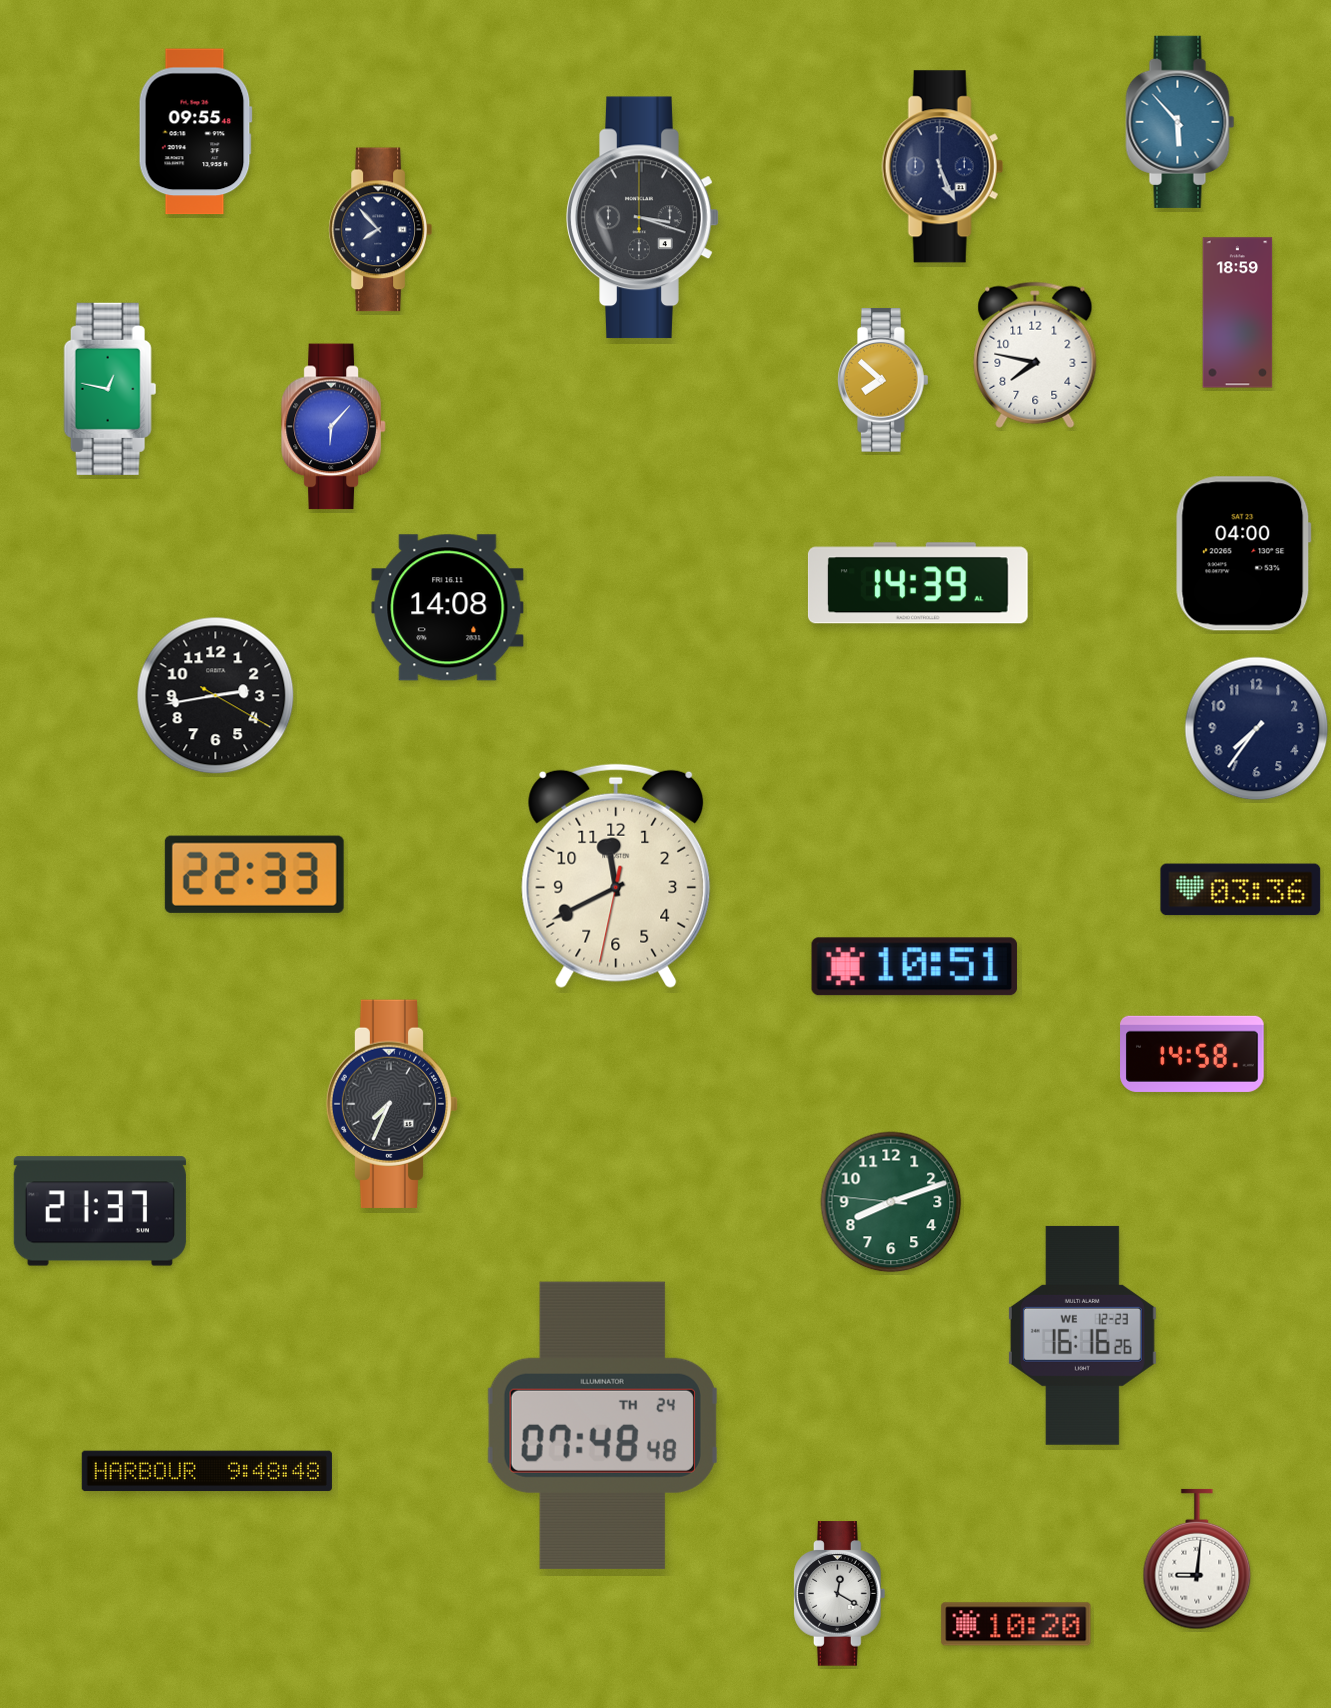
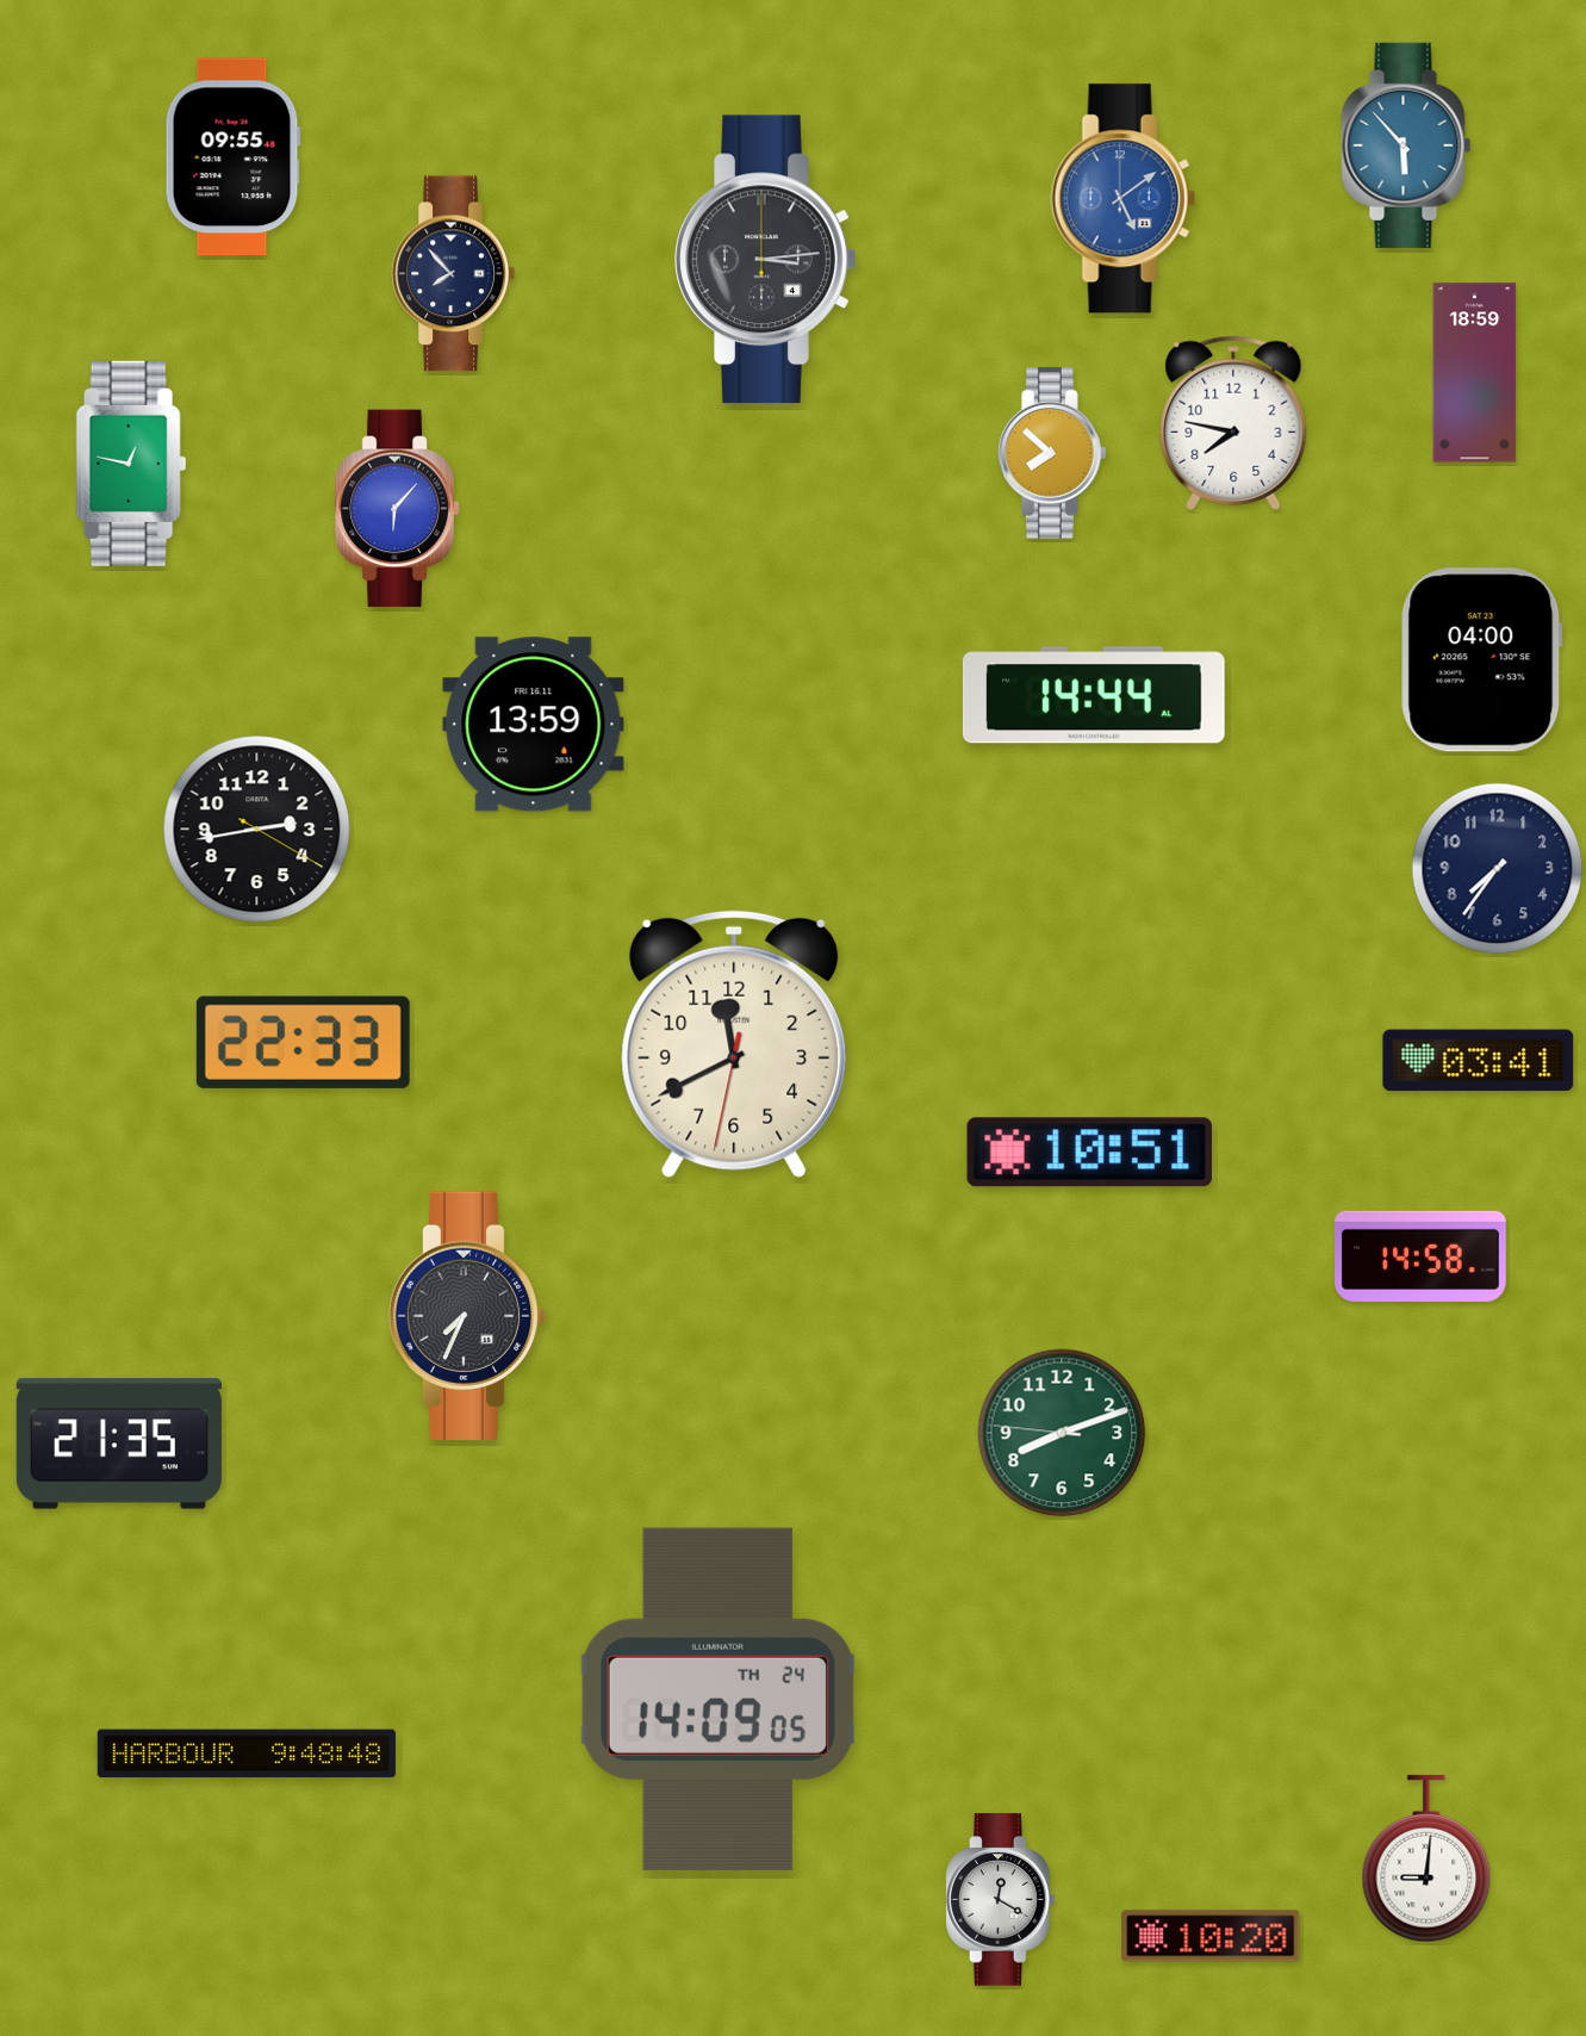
clock at (942, 167): 5:26 -> 5:09
clock at (942, 167) dial: navy -> blue
clock at (643, 218): 3:18 -> 3:14
clock at (918, 583): 14:39 -> 14:44
clock at (448, 608): 14:08 -> 13:59
clock at (1241, 890): 03:36 -> 03:41
clock at (100, 1211): 21:37 -> 21:35
clock at (1082, 1335): 16:16 -> none
clock at (602, 1425): 07:48 -> 14:09
